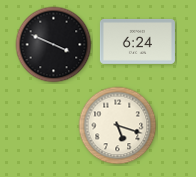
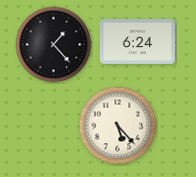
clock at (54, 45): 3:49 -> 1:23
clock at (118, 126): 5:18 -> 5:23
